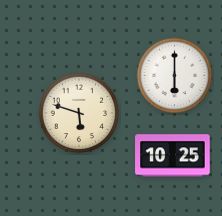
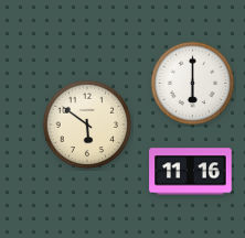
clock at (79, 113): 5:48 -> 5:51
clock at (173, 156): 10:25 -> 11:16
